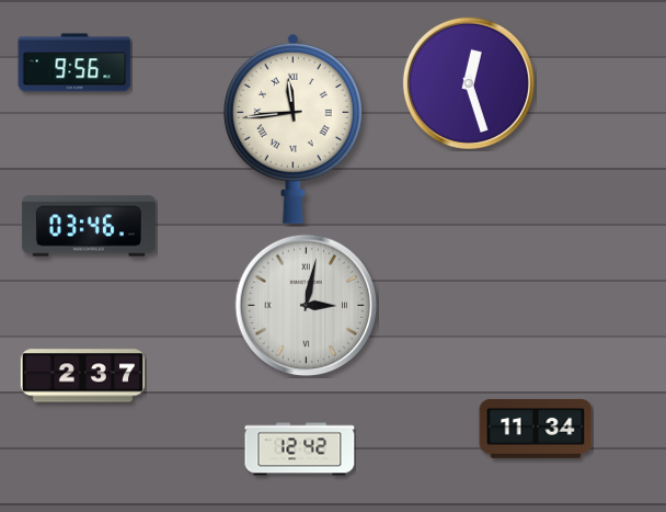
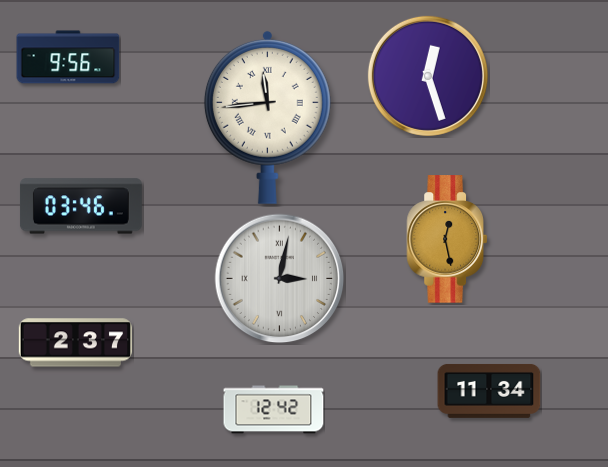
clock at (446, 239): none -> 12:28
